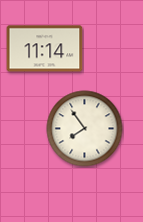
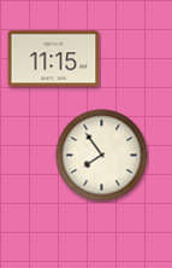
clock at (45, 49): 11:14 -> 11:15
